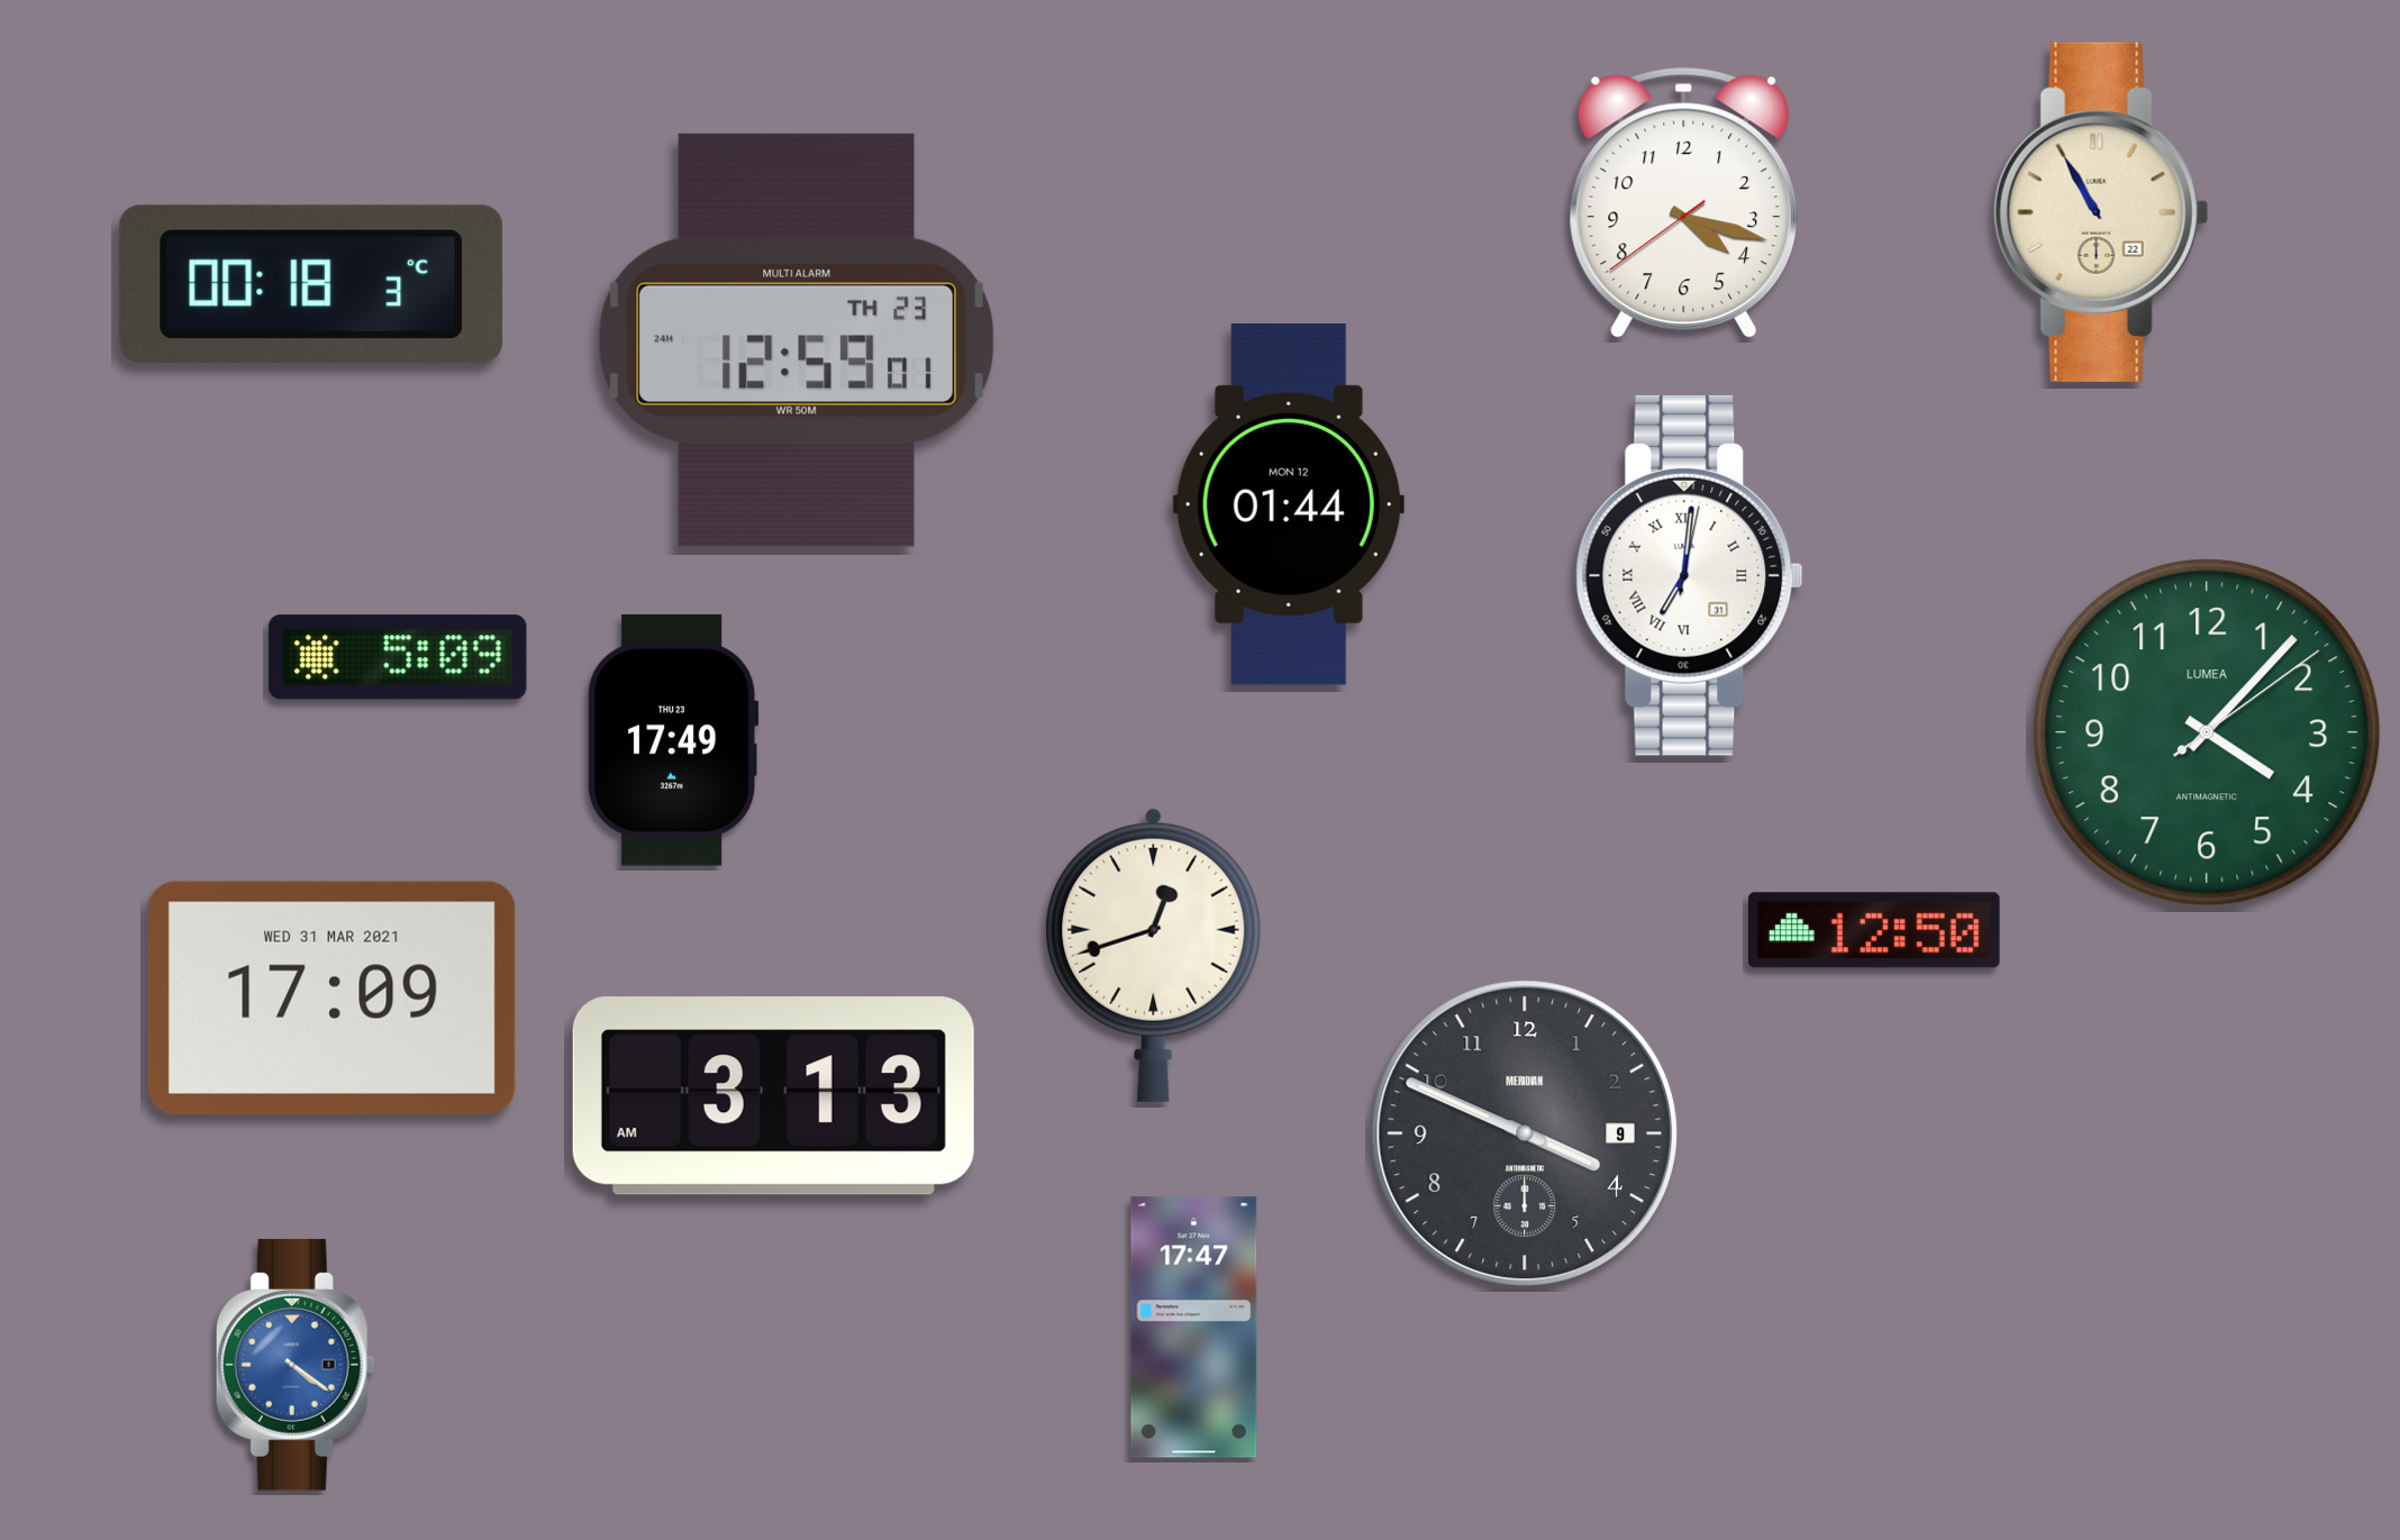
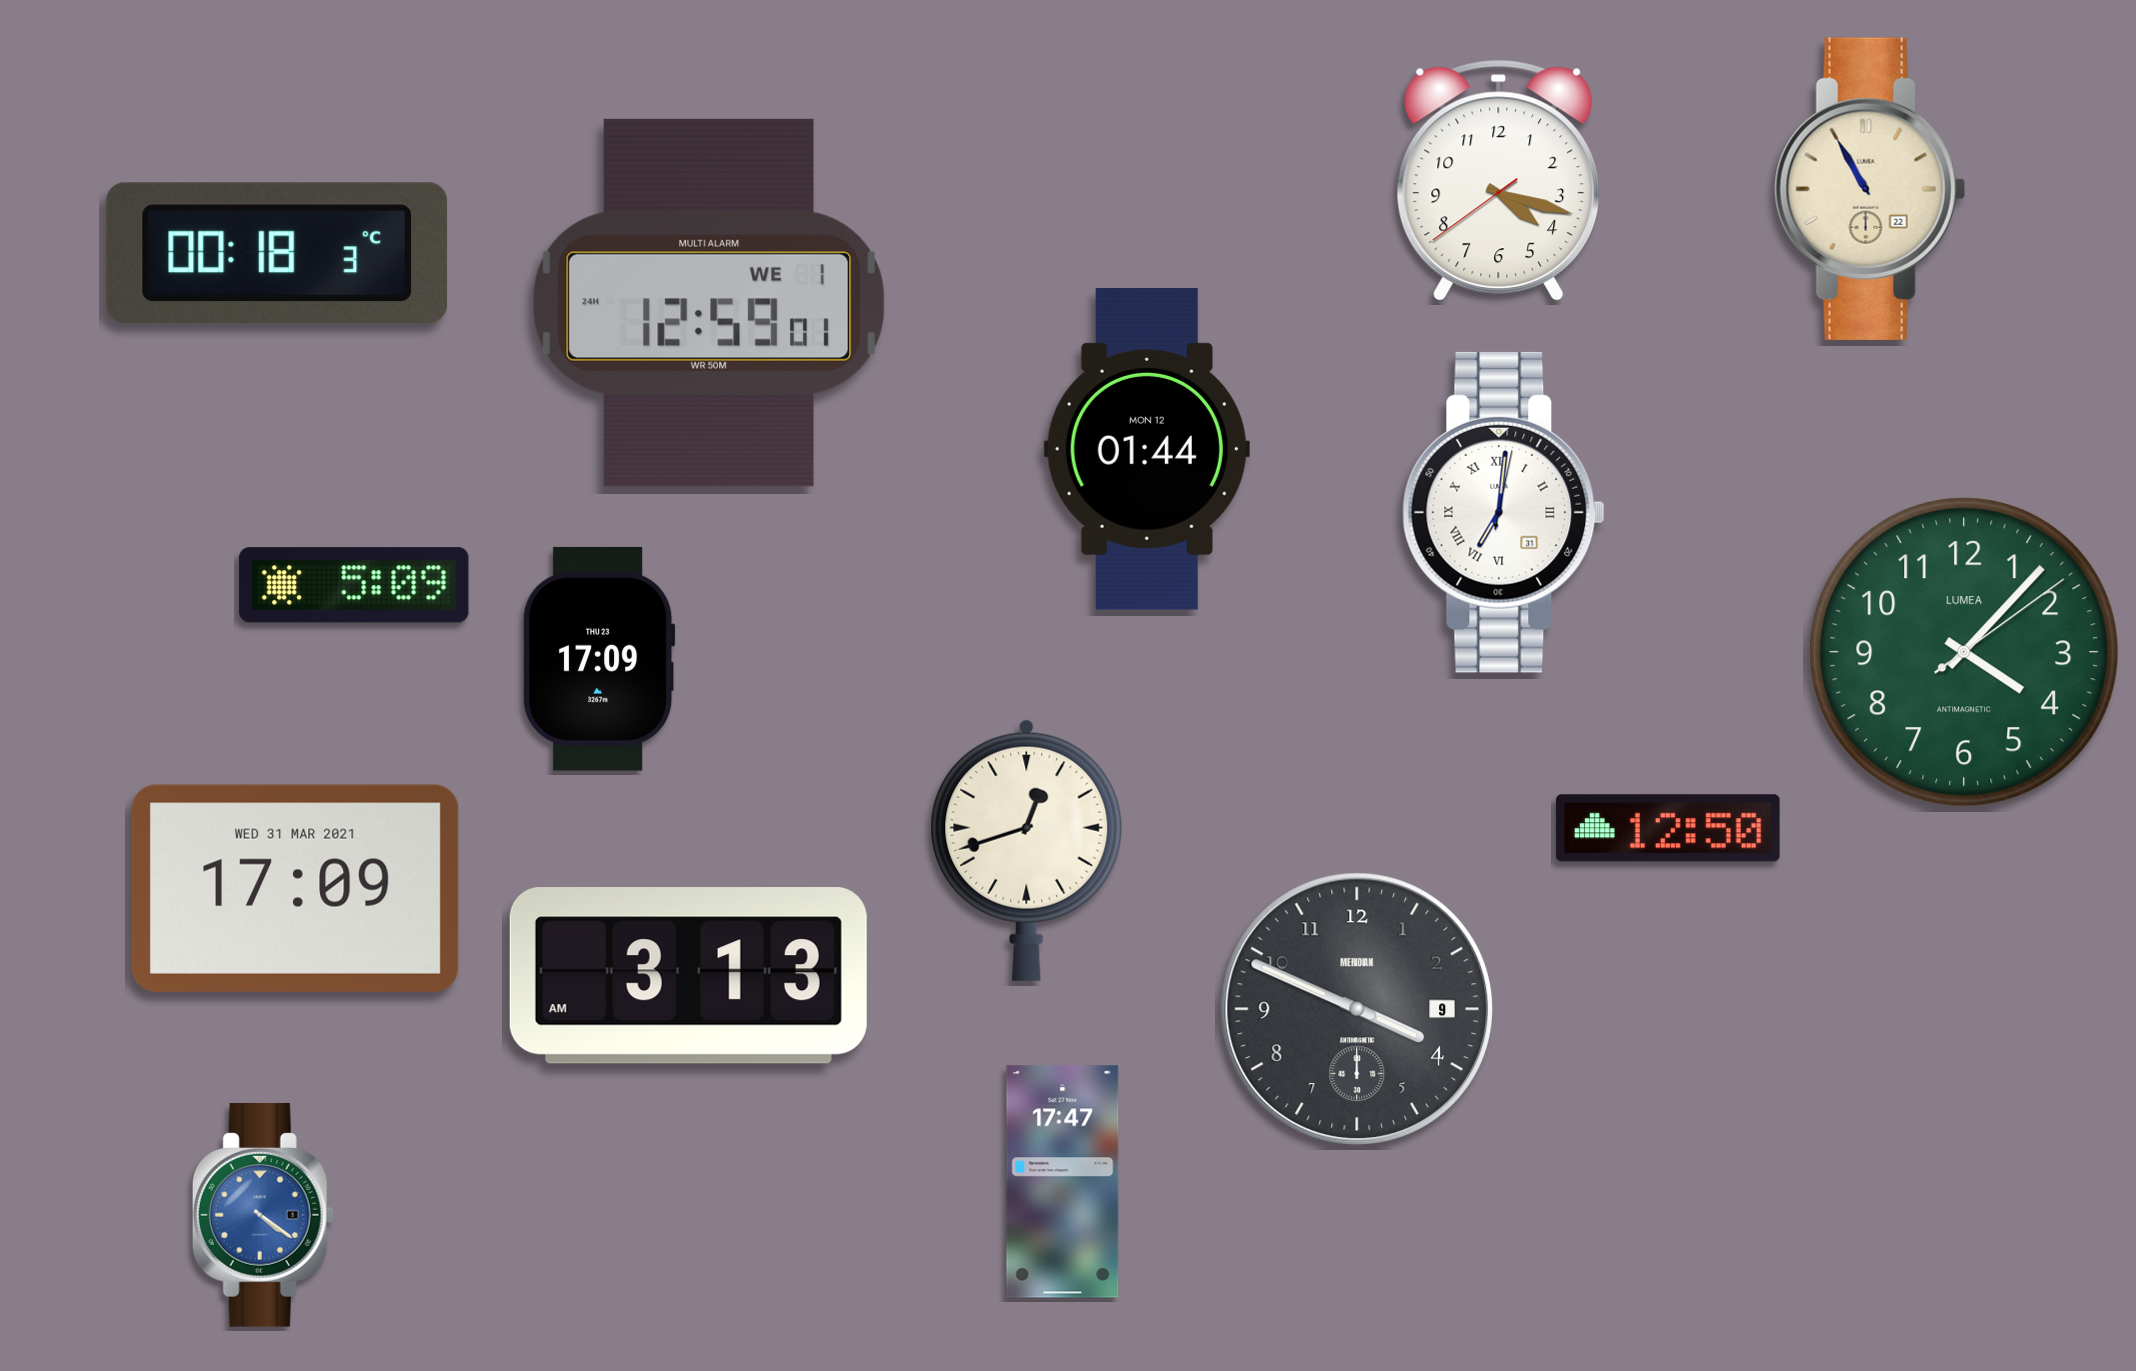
clock at (797, 340) date: TH 23 -> WE 1
clock at (673, 740): 17:49 -> 17:09
